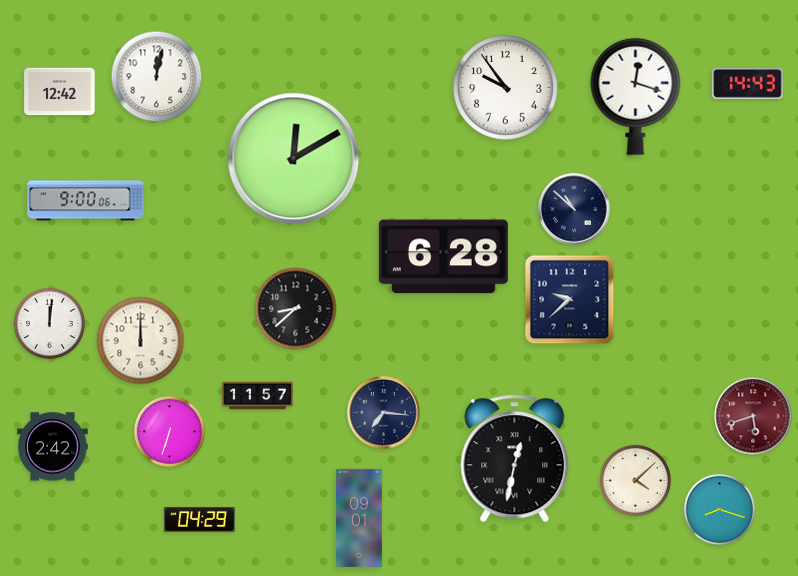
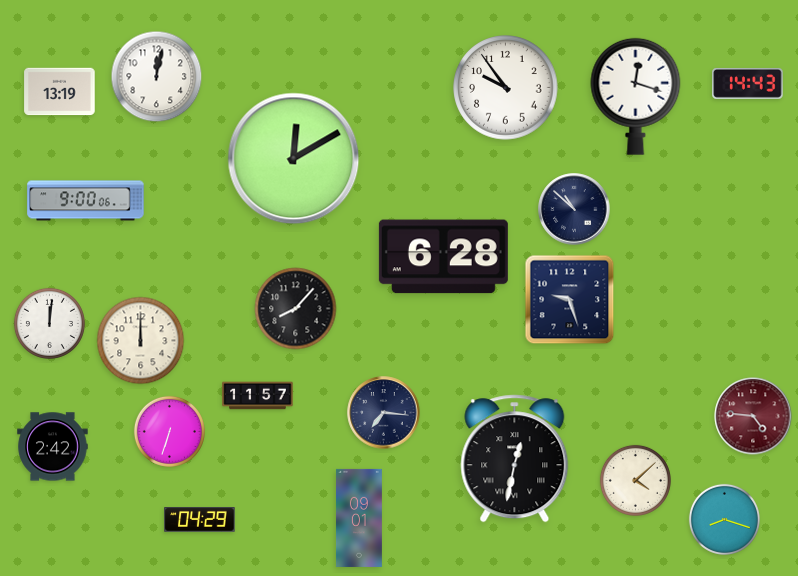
clock at (60, 92): 12:42 -> 13:19
clock at (570, 300): 9:38 -> 9:27
clock at (296, 309): 8:38 -> 8:07
clock at (753, 416): 5:42 -> 4:46
clock at (719, 509) position: (719, 509) -> (724, 519)
